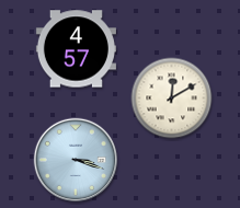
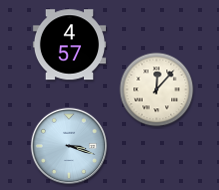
clock at (172, 99): 12:10 -> 12:07
